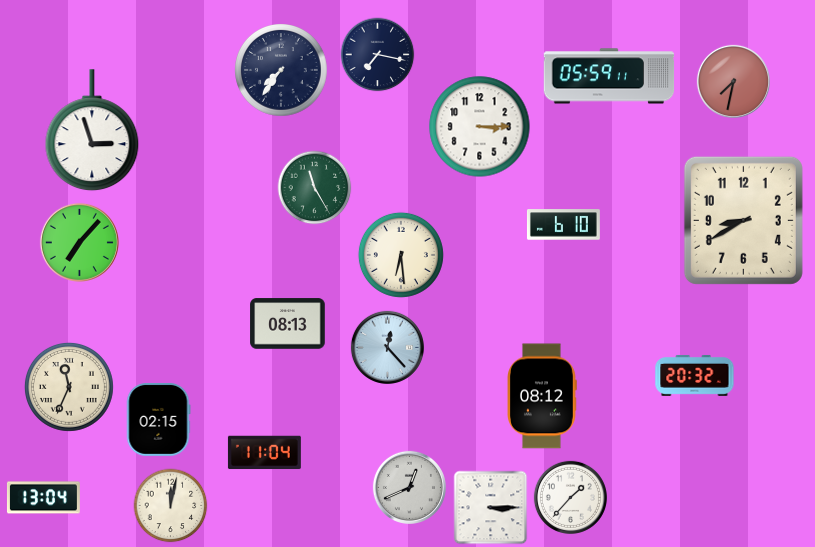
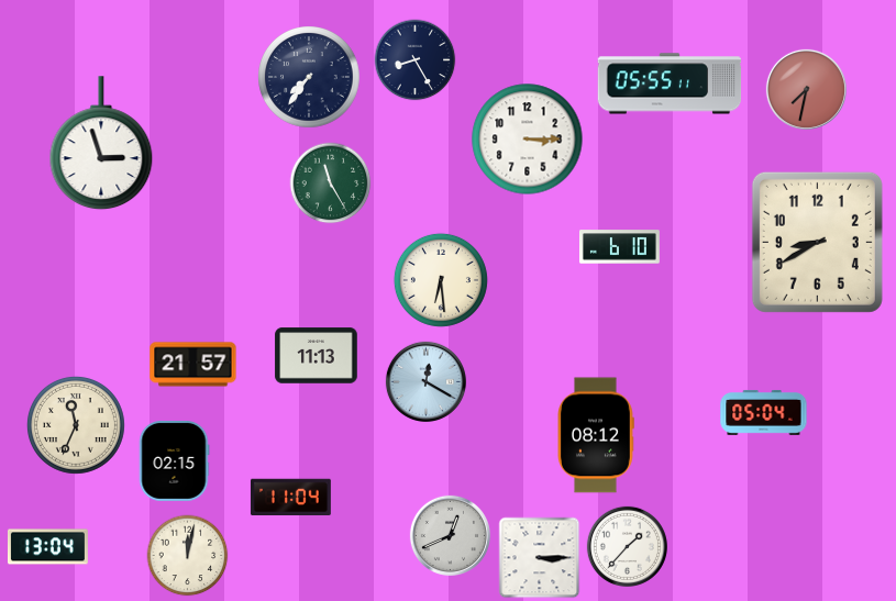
clock at (378, 55): 7:17 -> 8:25
clock at (609, 76): 05:59 -> 05:55
clock at (315, 188) position: (315, 188) -> (331, 183)
clock at (79, 242): 7:07 -> none
clock at (288, 324): 08:13 -> 11:13
clock at (193, 365): none -> 21:57
clock at (387, 347): 12:23 -> 12:20
clock at (695, 375): 20:32 -> 05:04
